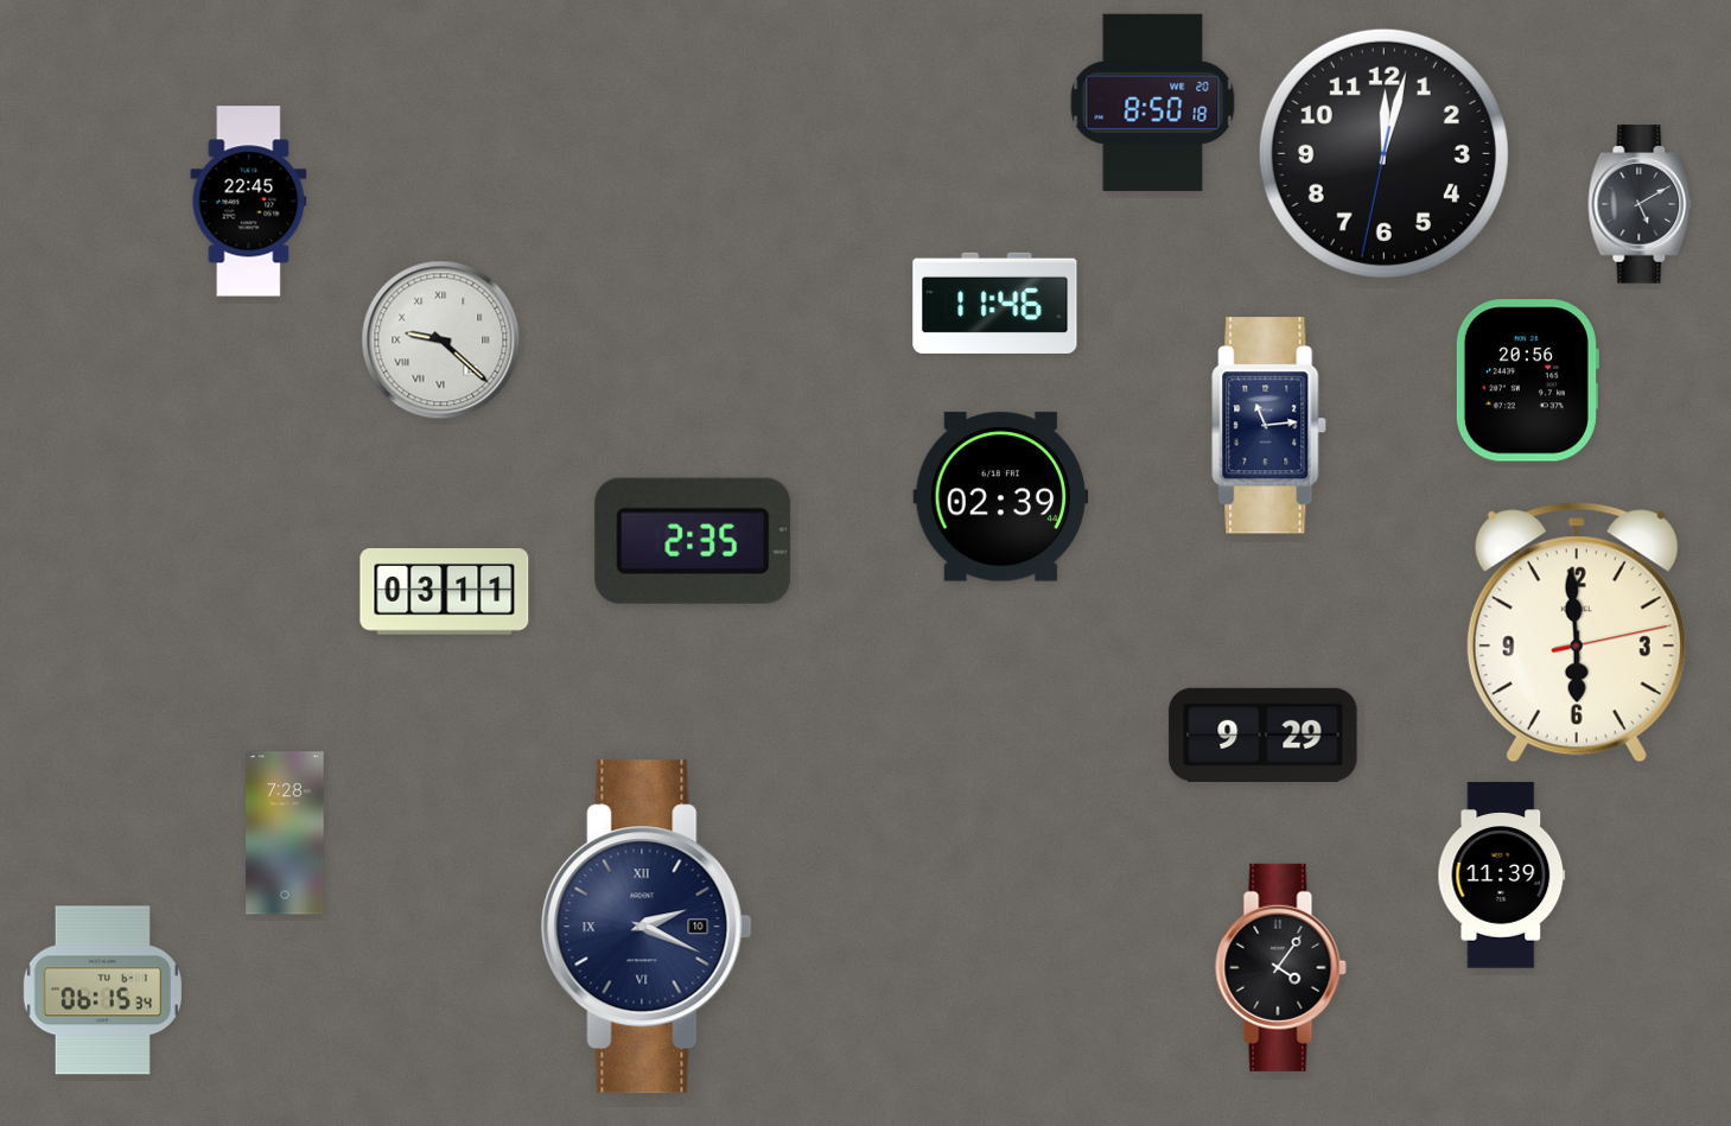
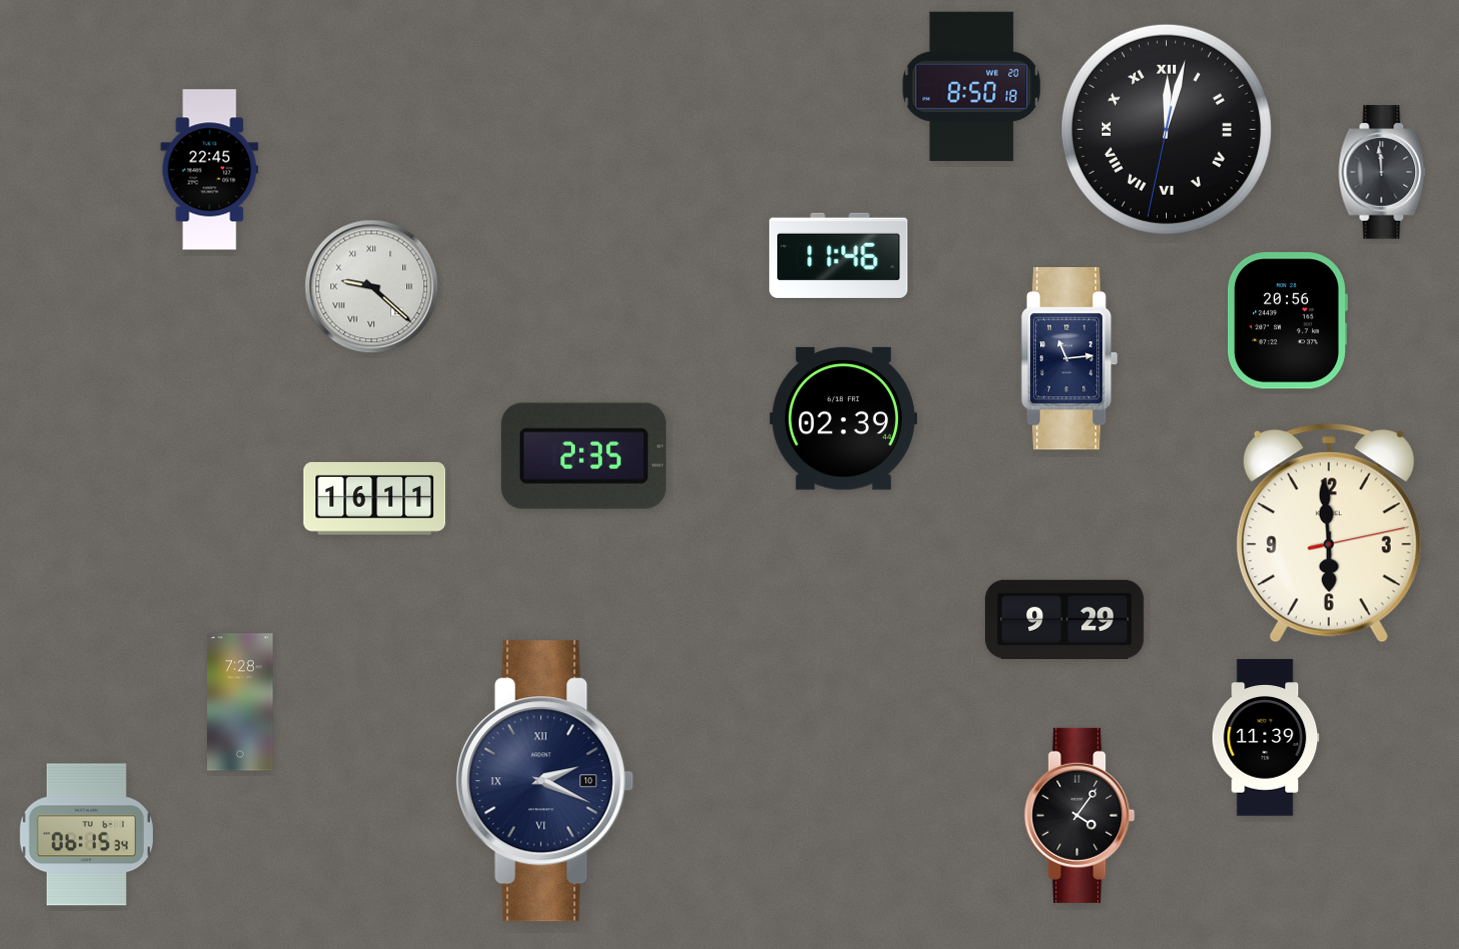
clock at (1383, 153) numerals: Arabic -> Roman
clock at (1640, 204): 5:10 -> 11:59
clock at (445, 592): 03:11 -> 16:11
